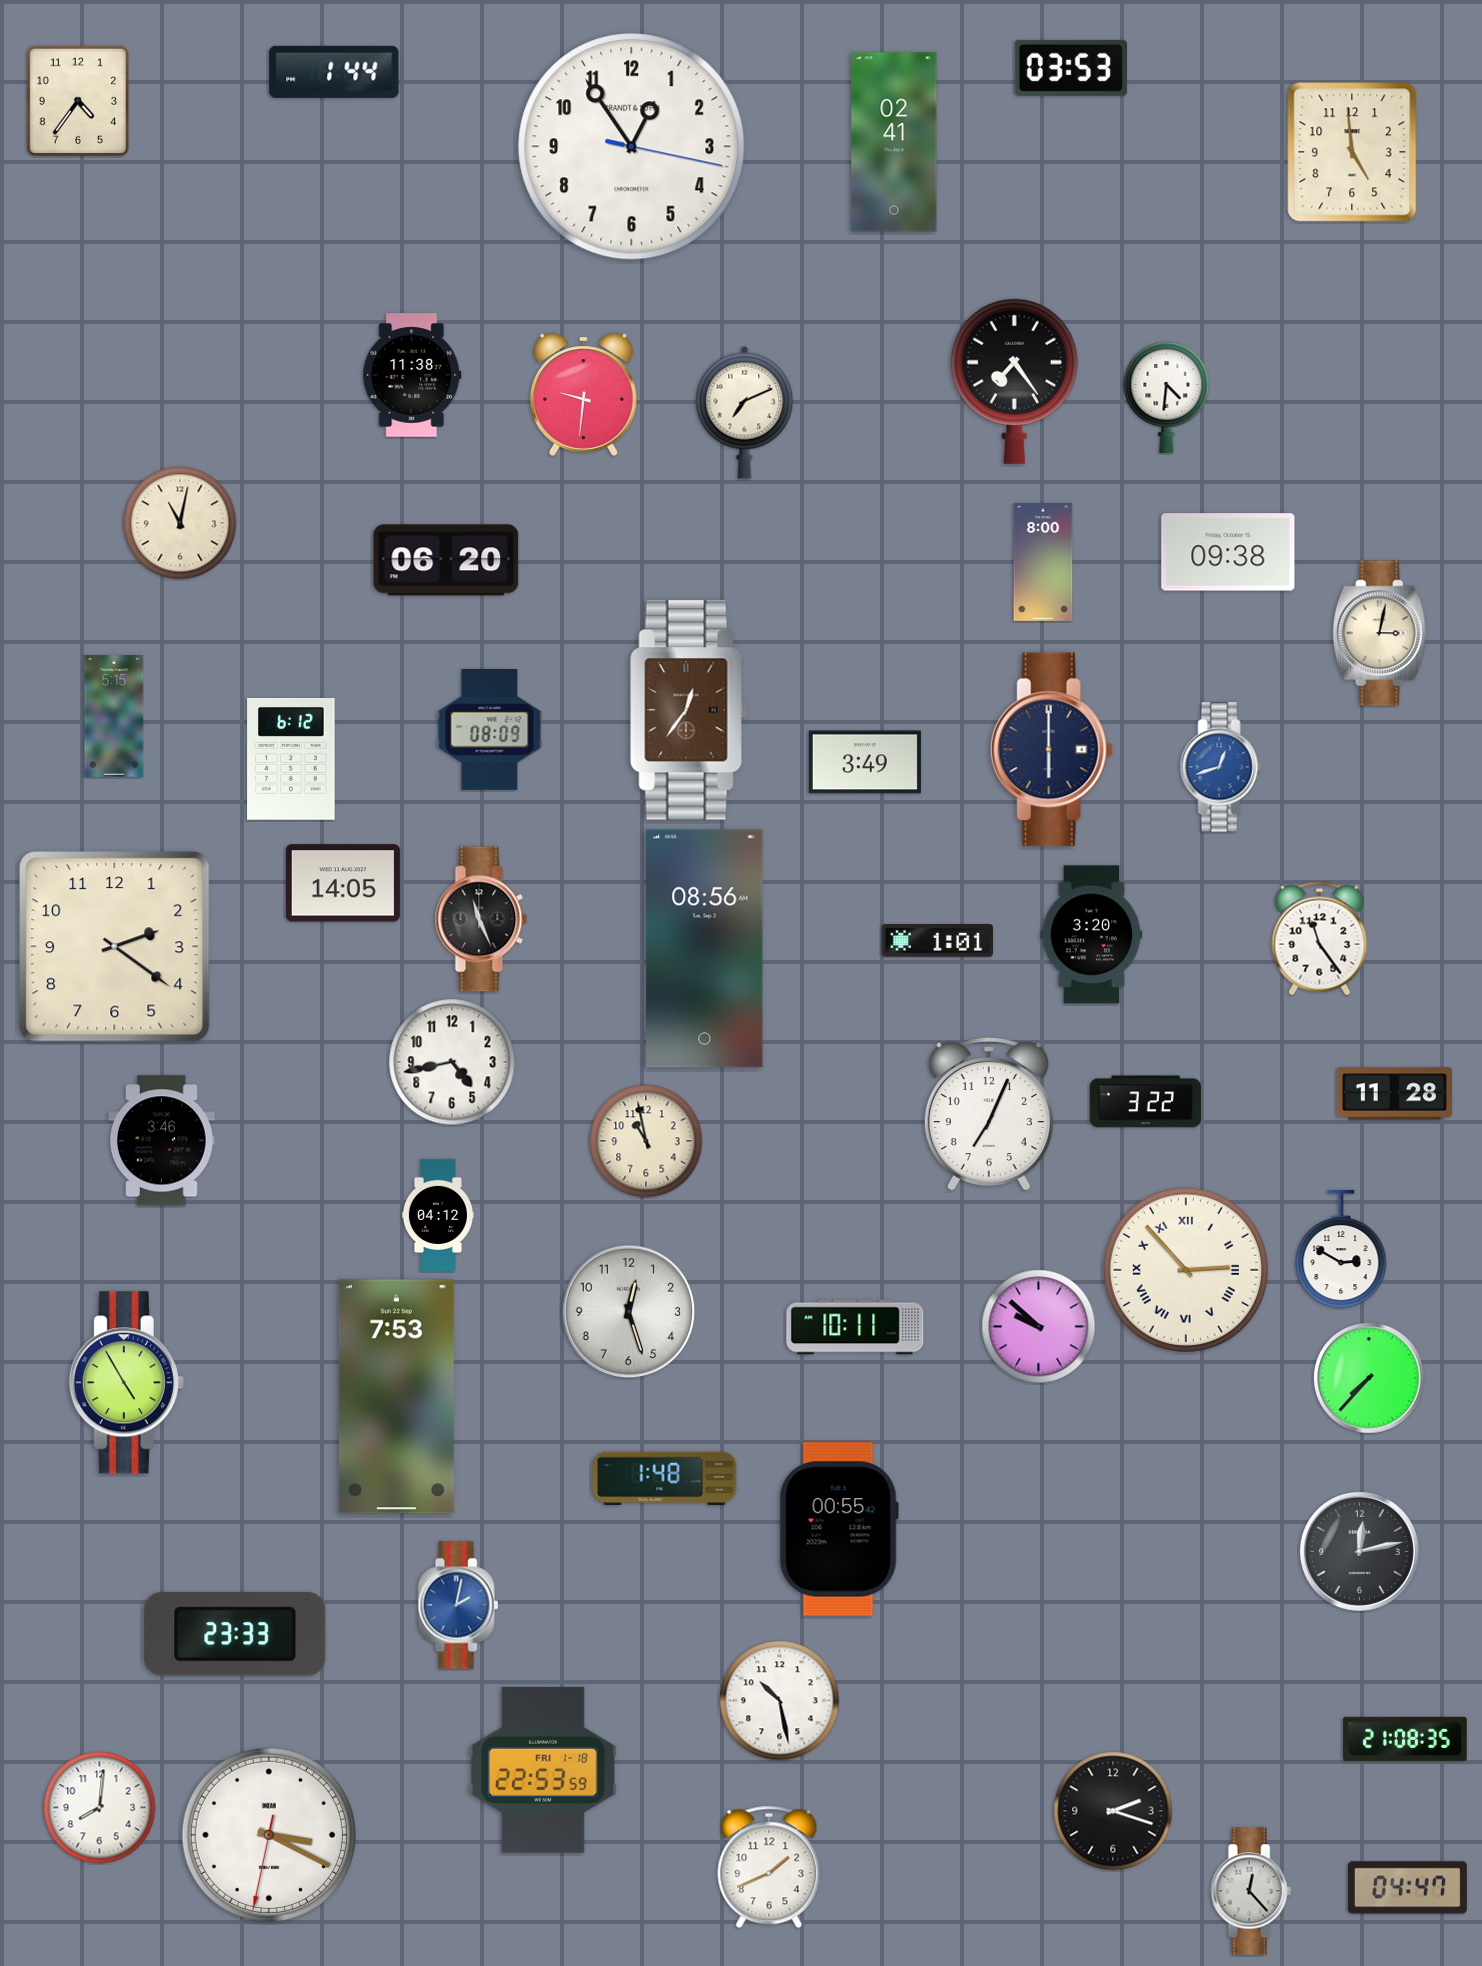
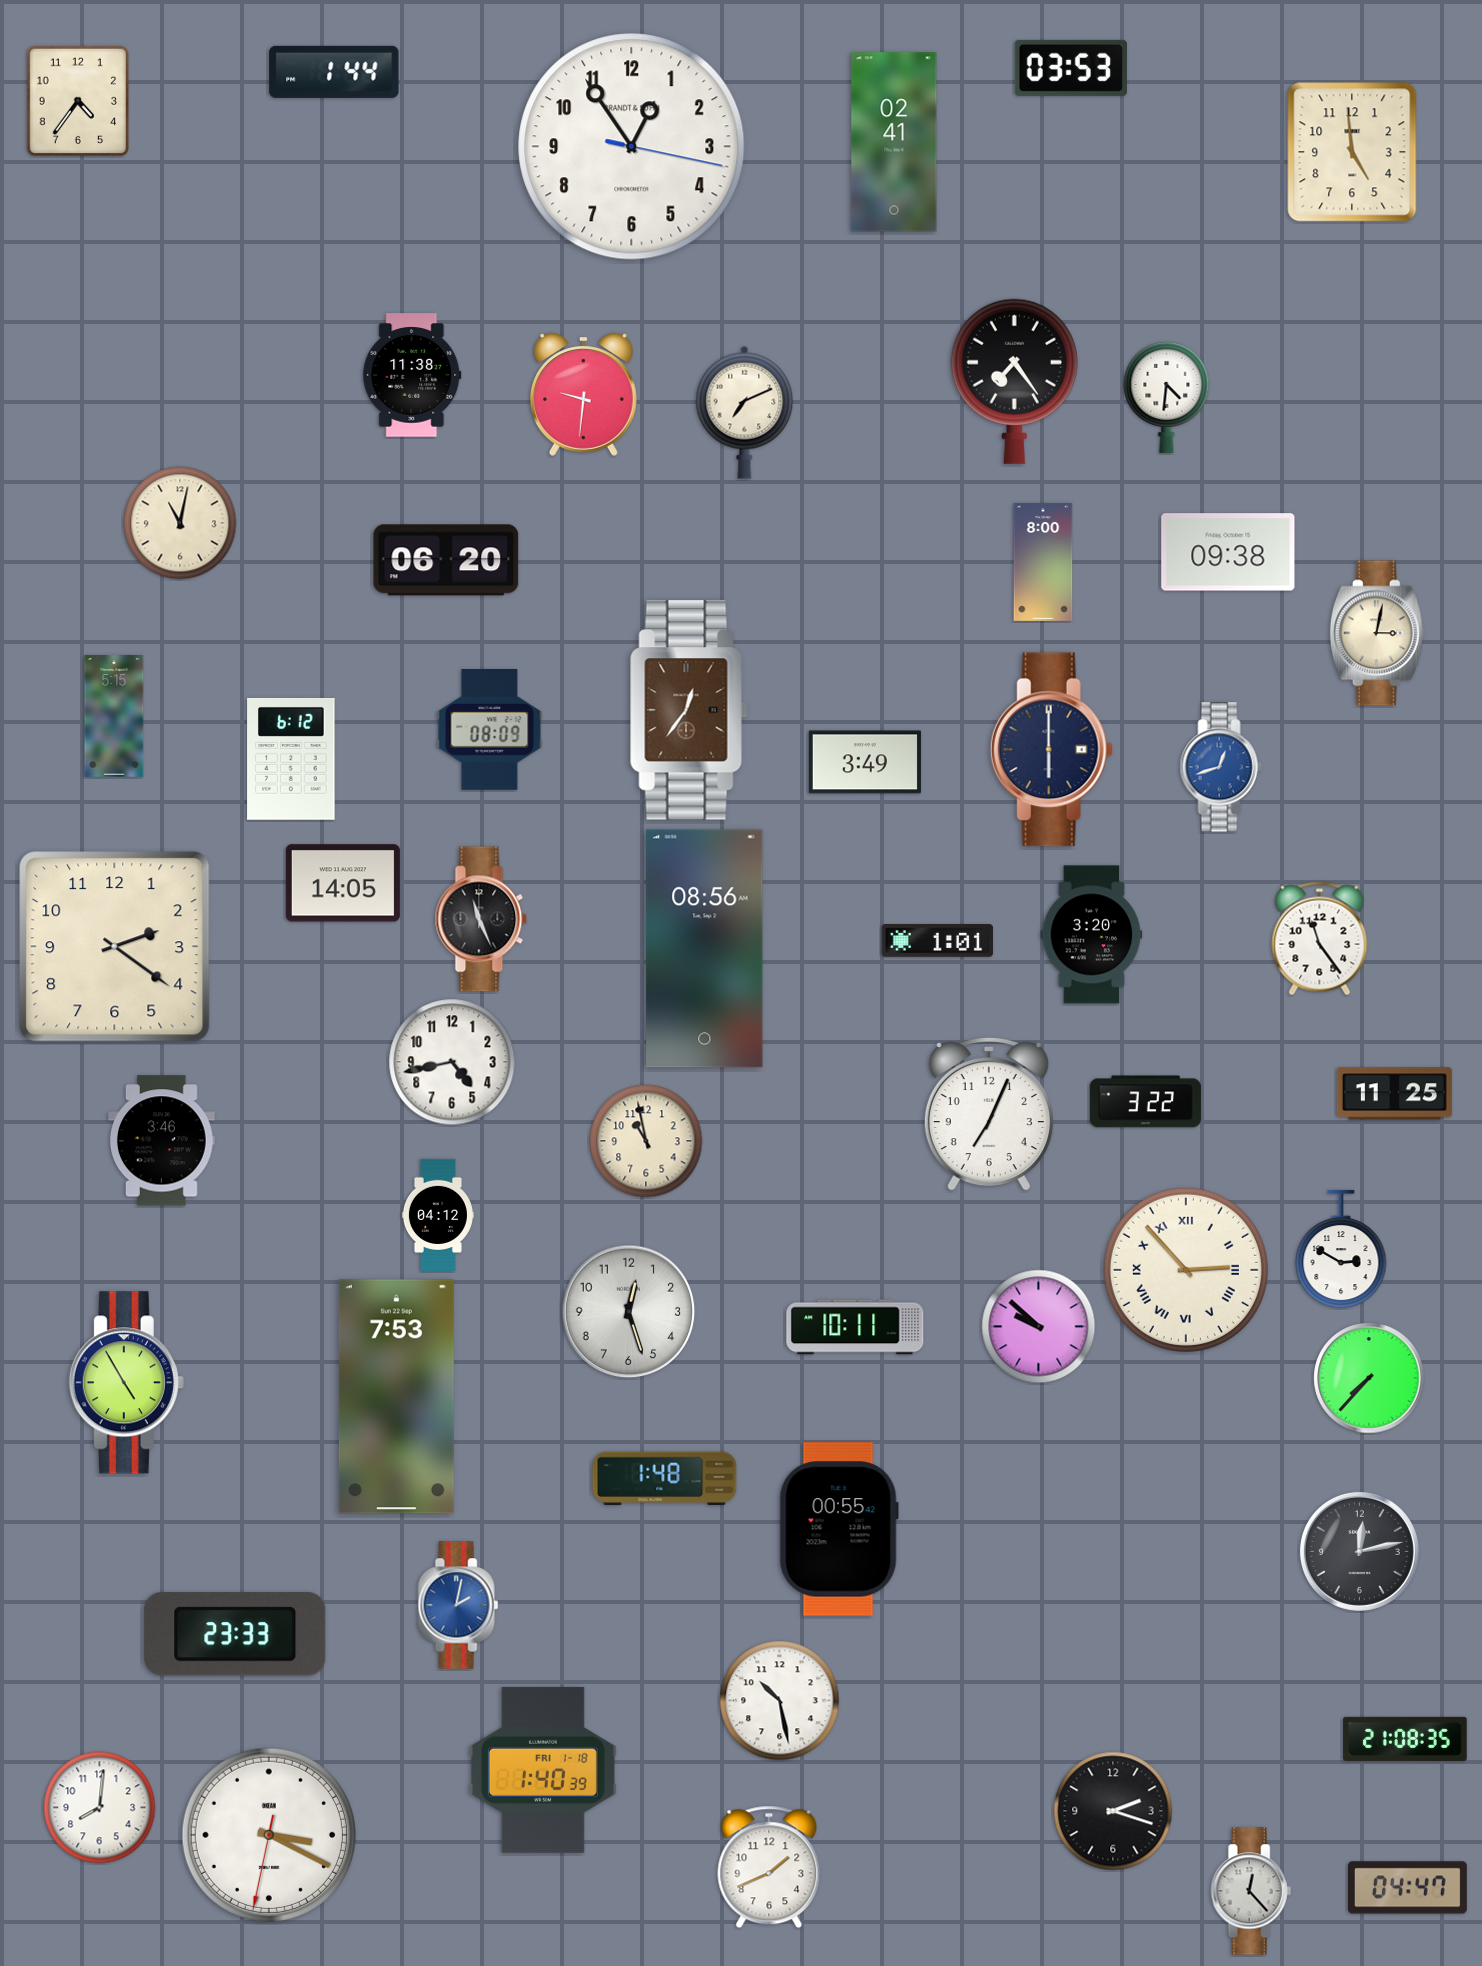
clock at (1380, 633) position: (1380, 633) -> (1377, 633)
clock at (1394, 1094): 11:28 -> 11:25
clock at (543, 1770): 22:53 -> 1:40
